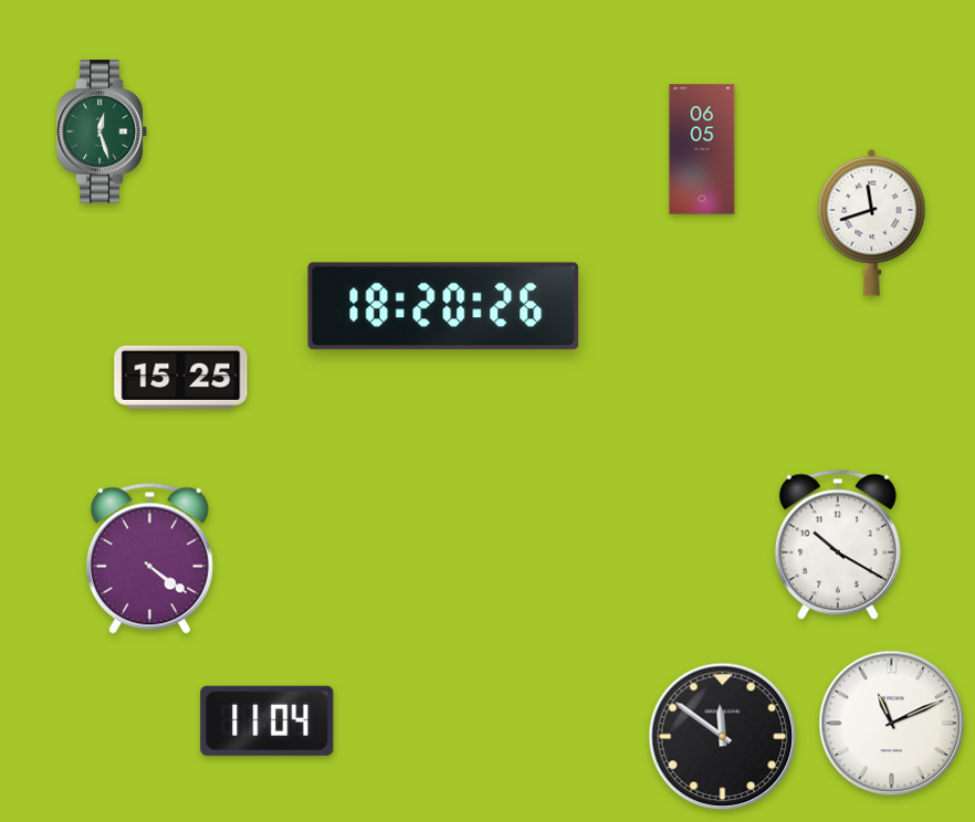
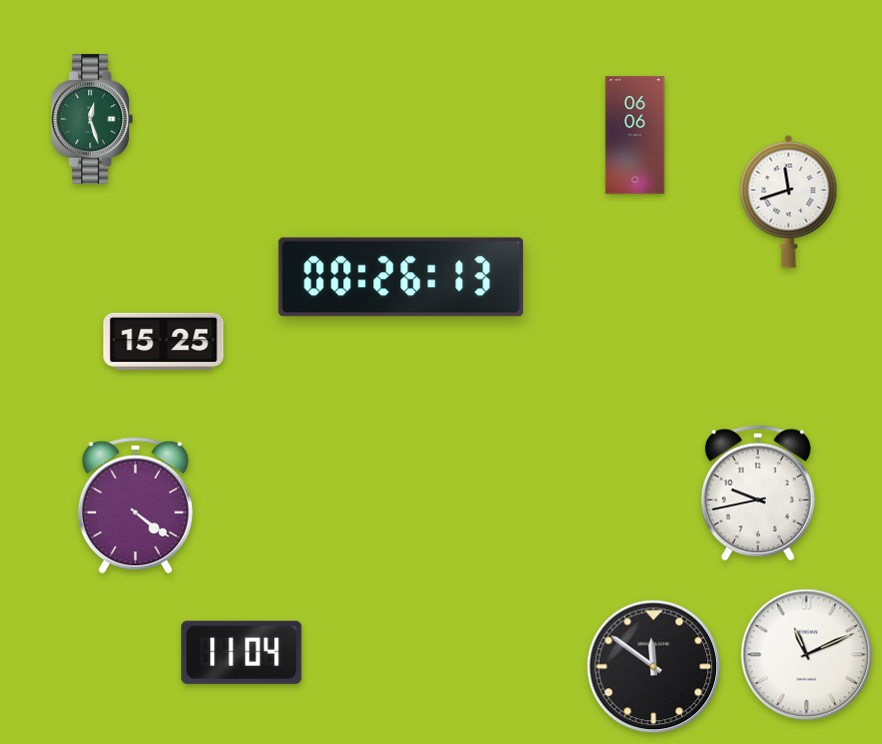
clock at (702, 149): 06:05 -> 06:06
clock at (443, 306): 18:20 -> 00:26
clock at (838, 545): 10:20 -> 9:43
